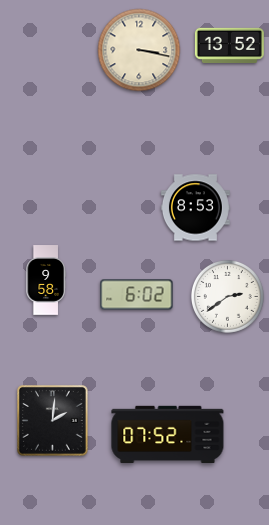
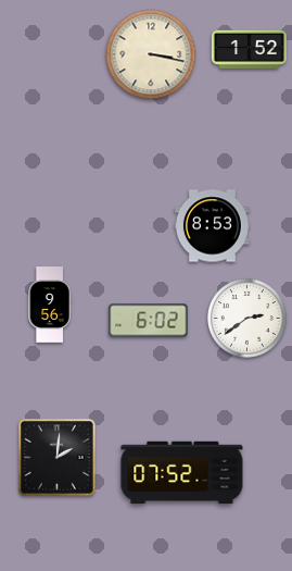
clock at (229, 45): 13:52 -> 1:52
clock at (46, 280): 9:58 -> 9:56
clock at (227, 296) position: (227, 296) -> (246, 318)
